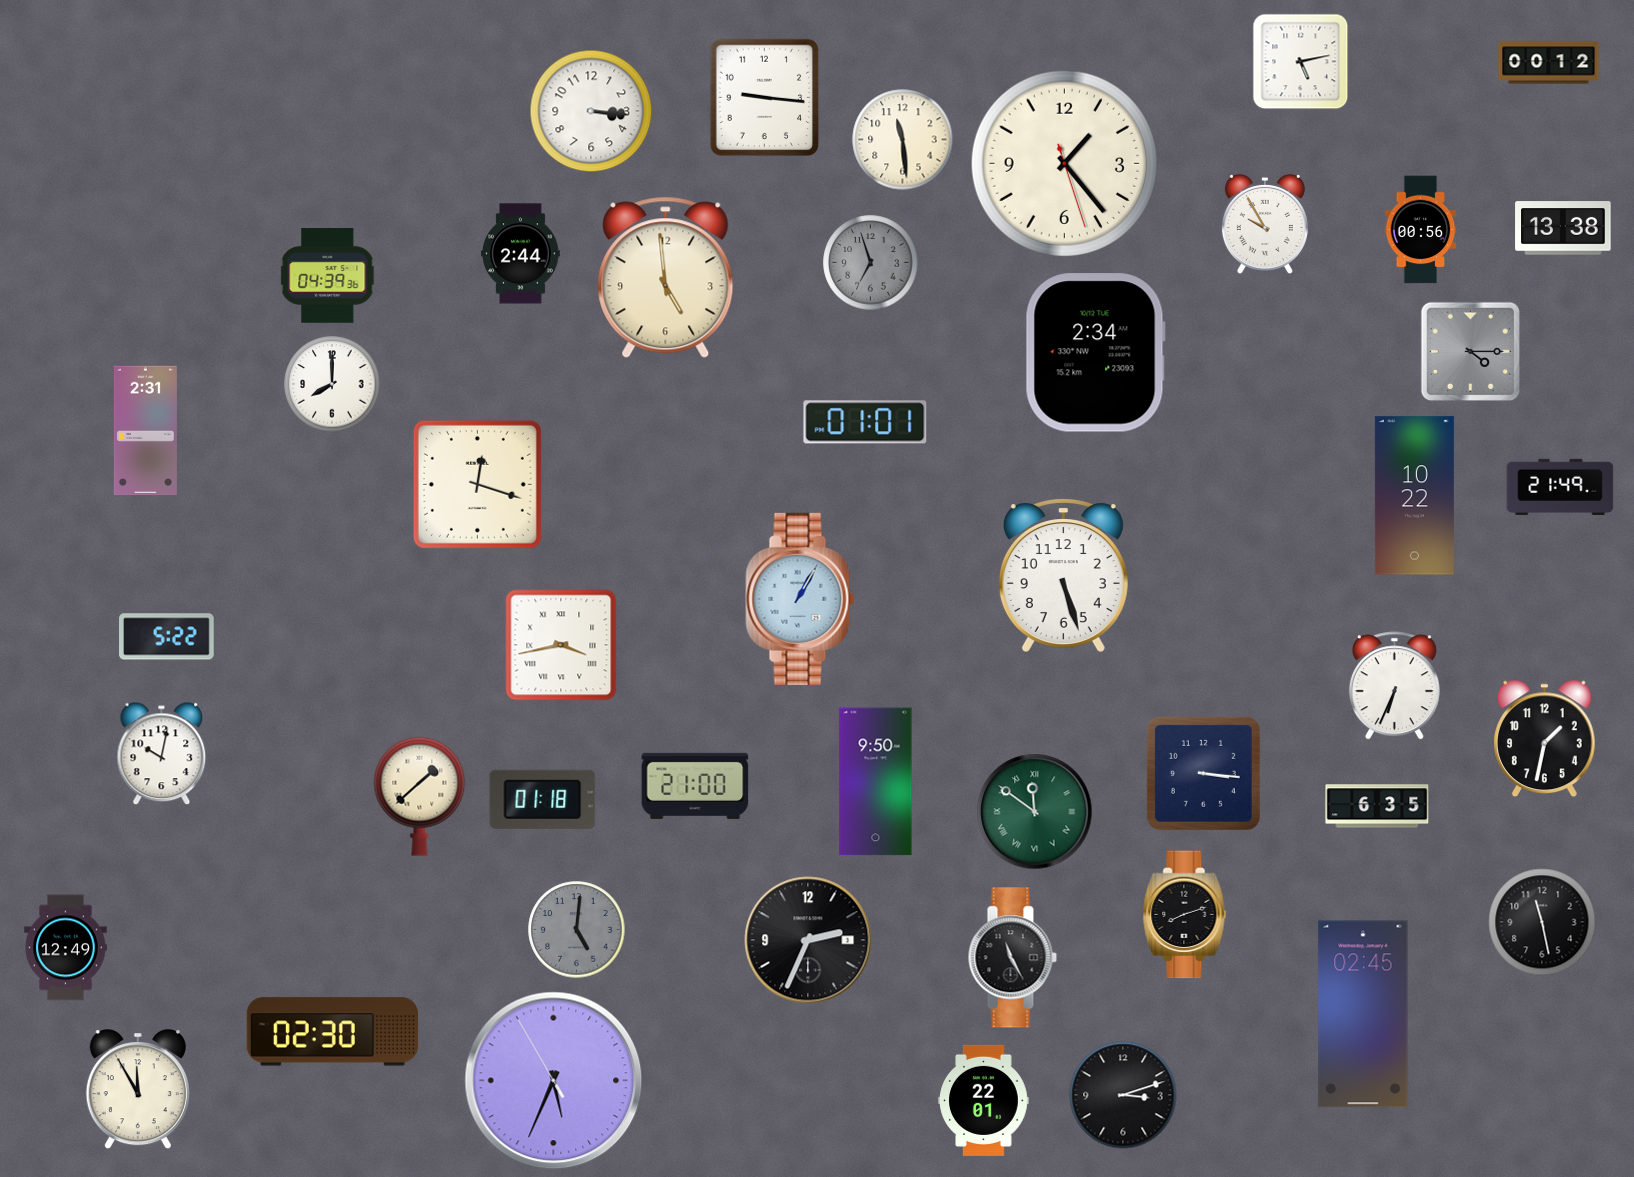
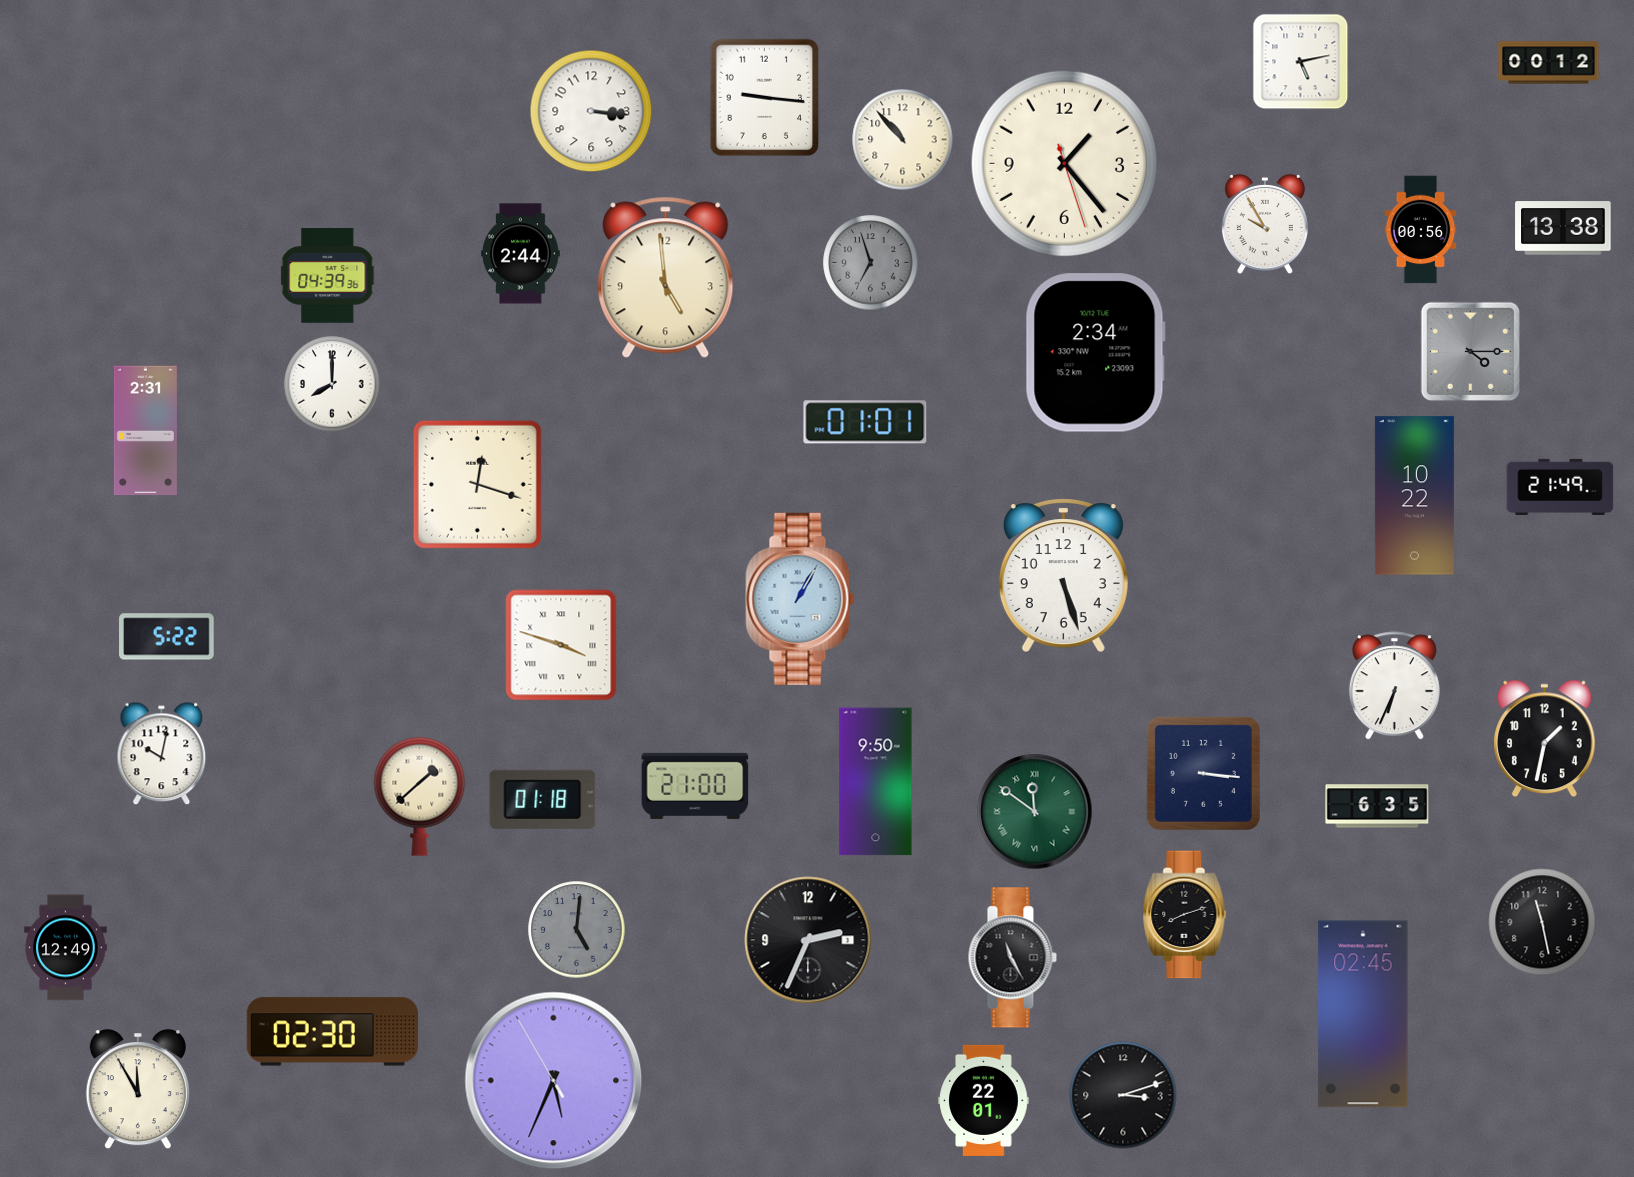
clock at (903, 140): 11:29 -> 10:53
clock at (561, 645): 3:43 -> 3:48
